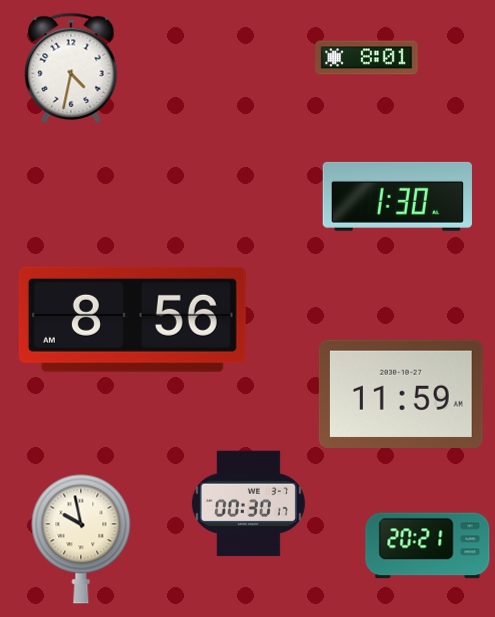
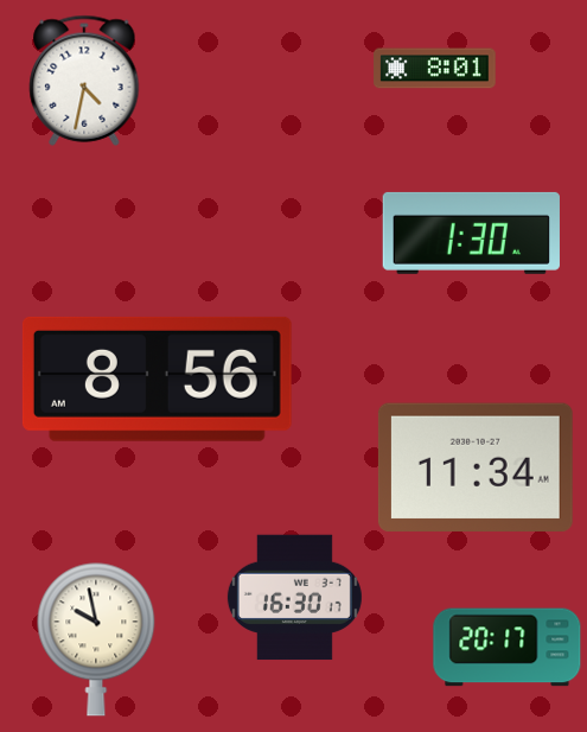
clock at (401, 394): 11:59 -> 11:34
clock at (248, 504): 00:30 -> 16:30
clock at (428, 546): 20:21 -> 20:17
